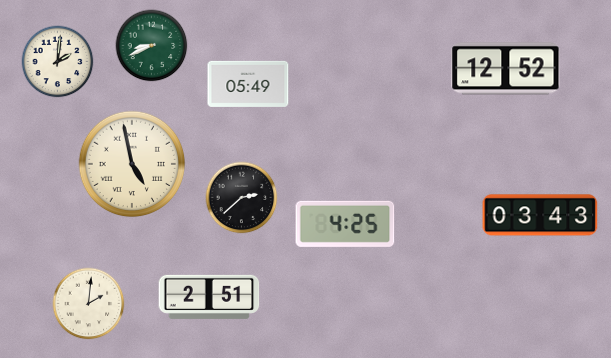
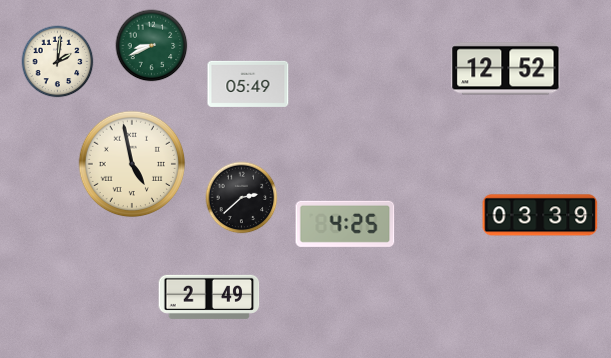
clock at (540, 215): 03:43 -> 03:39
clock at (209, 297): 2:51 -> 2:49
clock at (89, 304): 2:01 -> none
